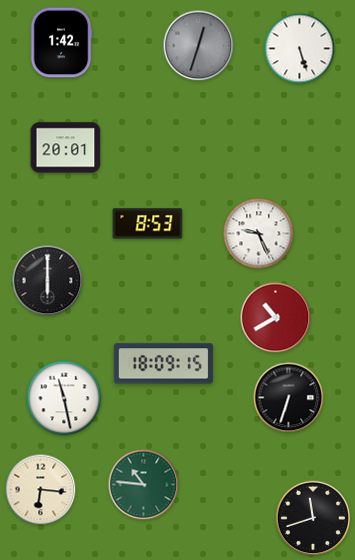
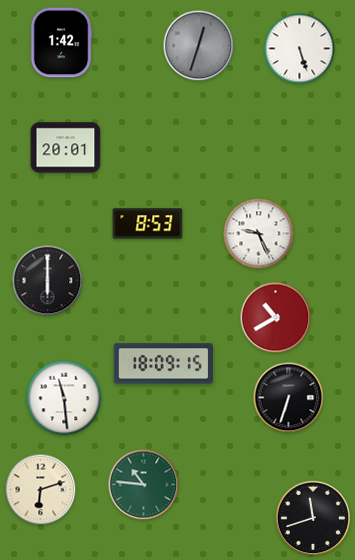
clock at (64, 398): 11:28 -> 11:29
clock at (41, 490): 6:16 -> 6:12
